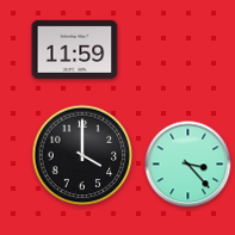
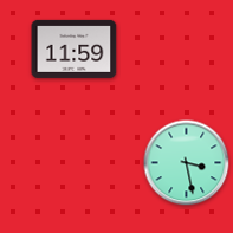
clock at (82, 155): 4:00 -> none
clock at (188, 165): 3:23 -> 3:28
